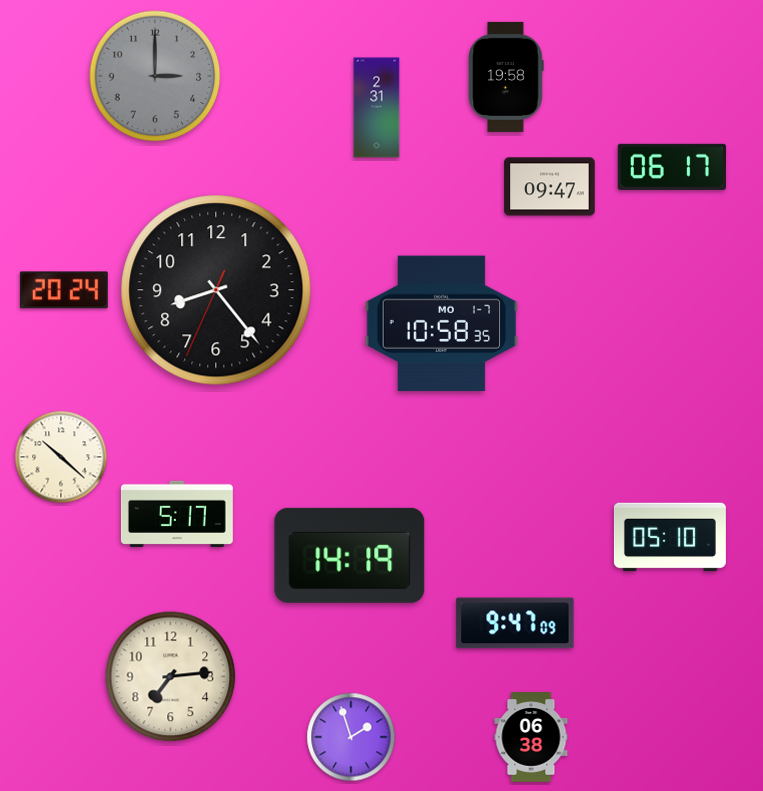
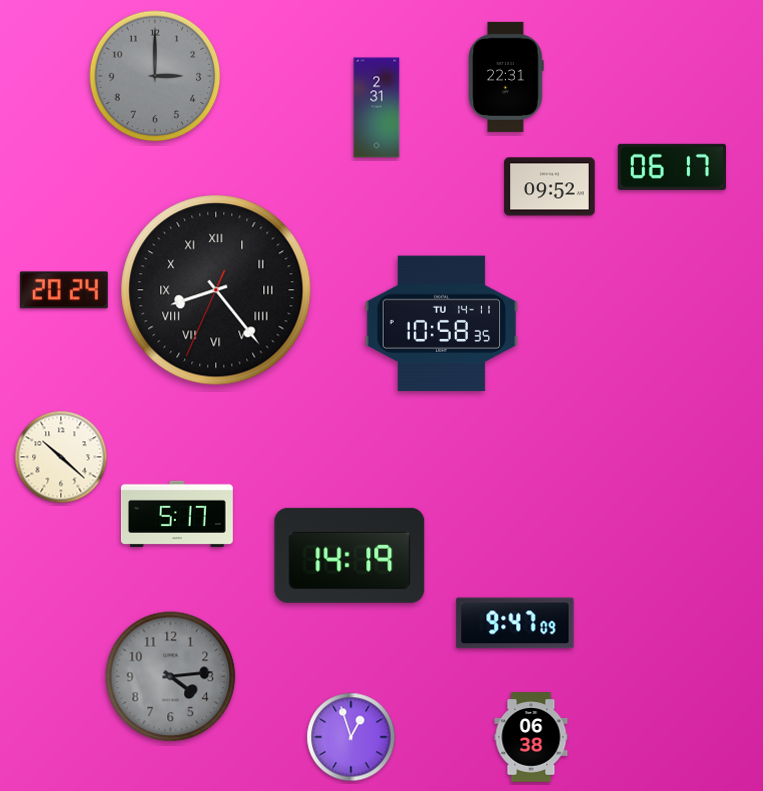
clock at (506, 77): 19:58 -> 22:31
clock at (550, 187): 09:47 -> 09:52
clock at (216, 290) numerals: Arabic -> Roman
clock at (442, 324) date: MO 1-7 -> TU 14-11
clock at (670, 537): 05:10 -> none
clock at (171, 677): 7:14 -> 4:14
clock at (171, 677) dial: cream -> grey
clock at (351, 737): 1:57 -> 12:57
